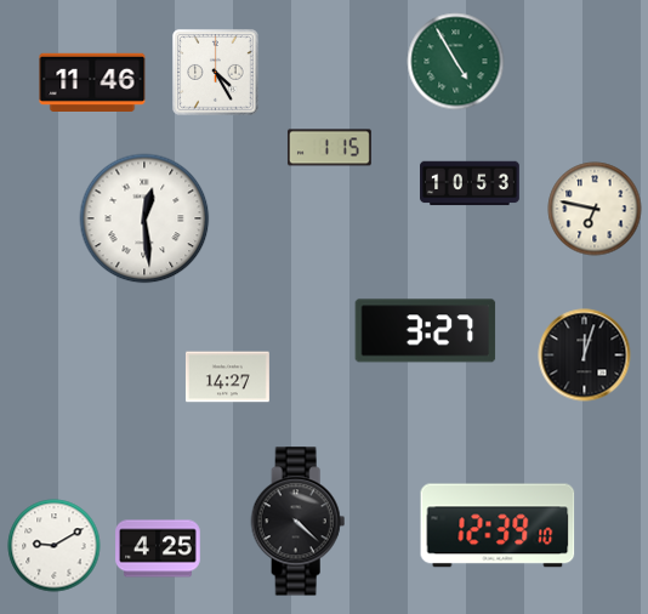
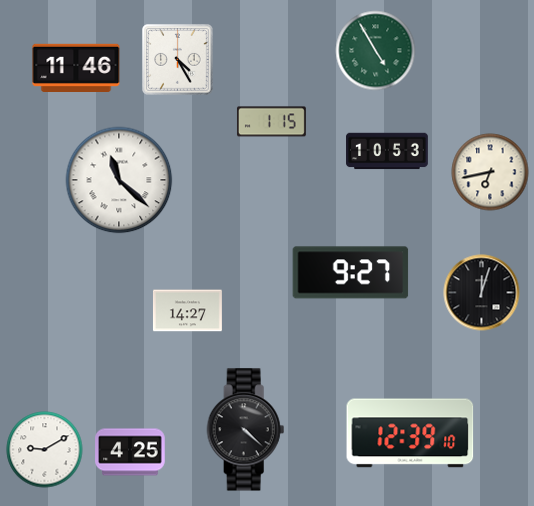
clock at (595, 209): 6:47 -> 6:43
clock at (144, 218): 12:29 -> 11:22
clock at (426, 331): 3:27 -> 9:27
